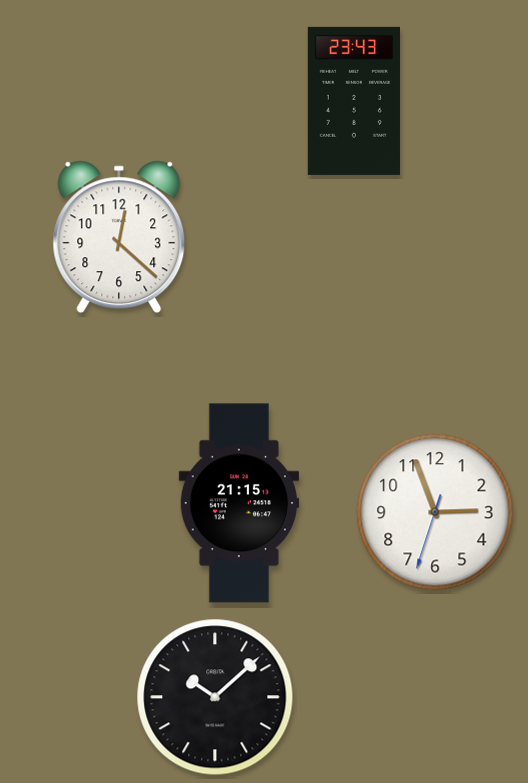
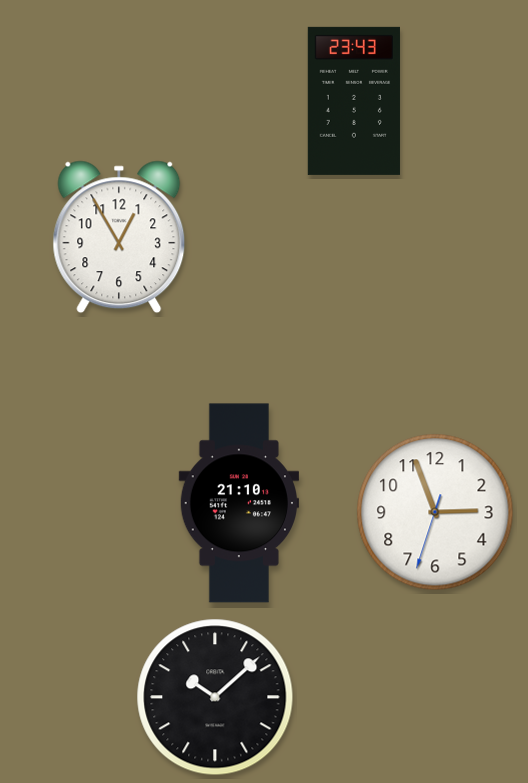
clock at (119, 237): 12:22 -> 12:55
clock at (238, 503): 21:15 -> 21:10
